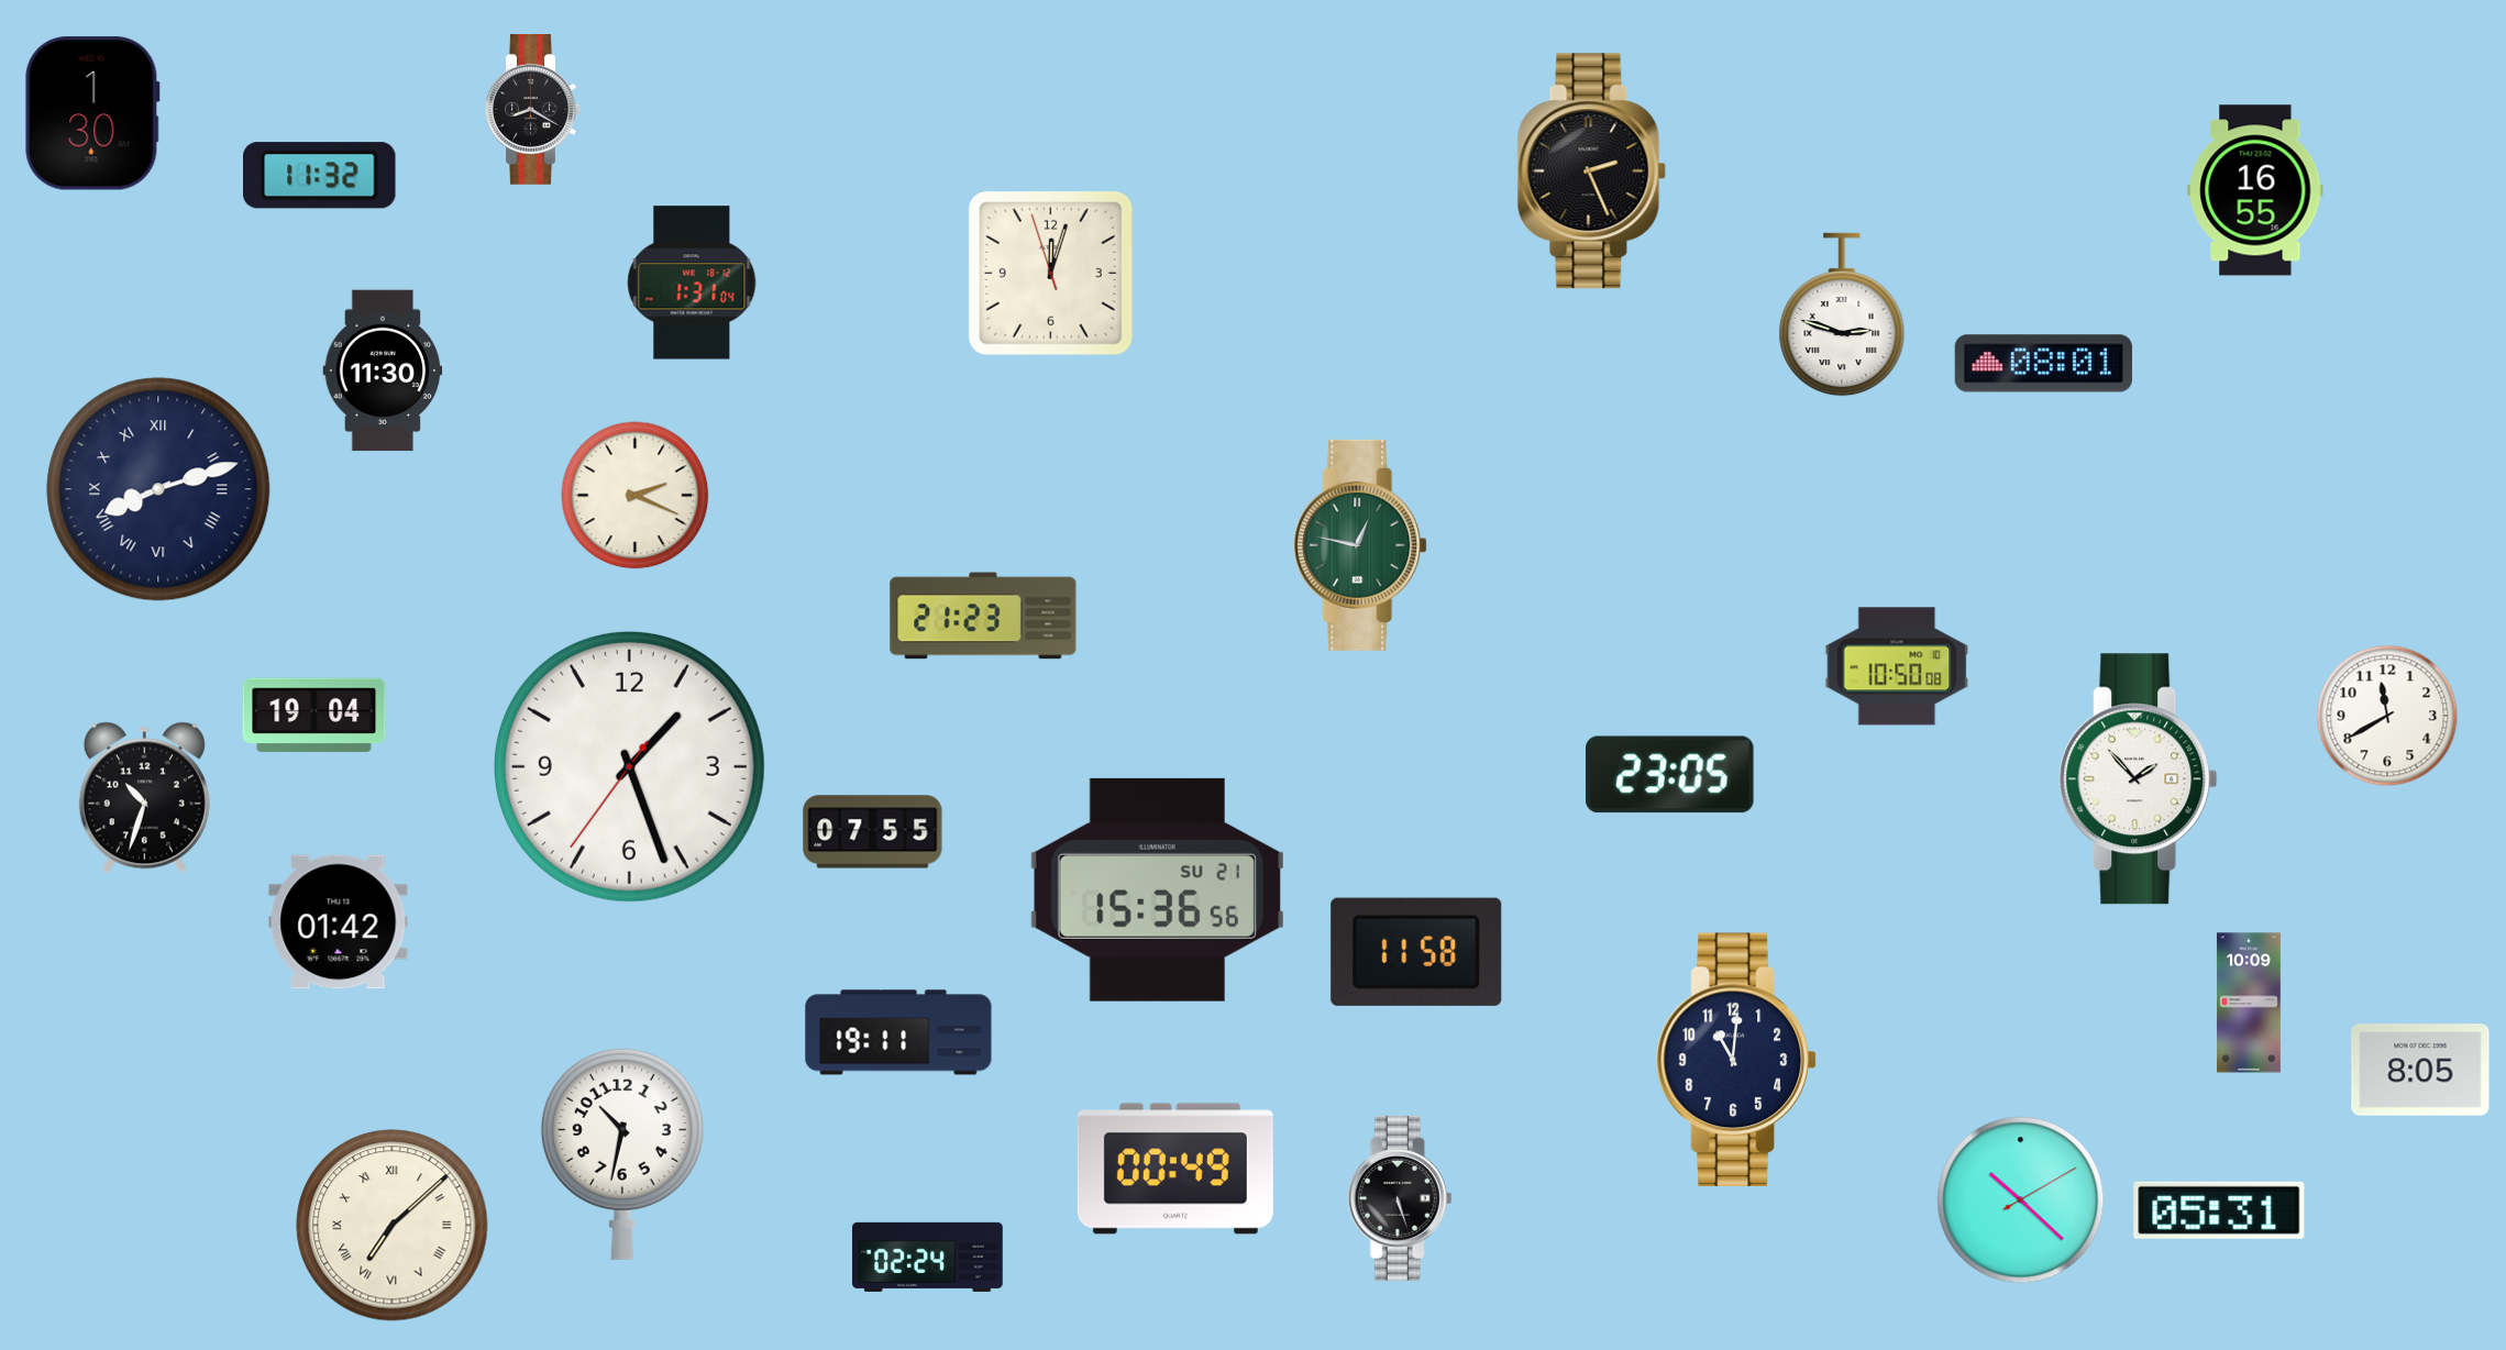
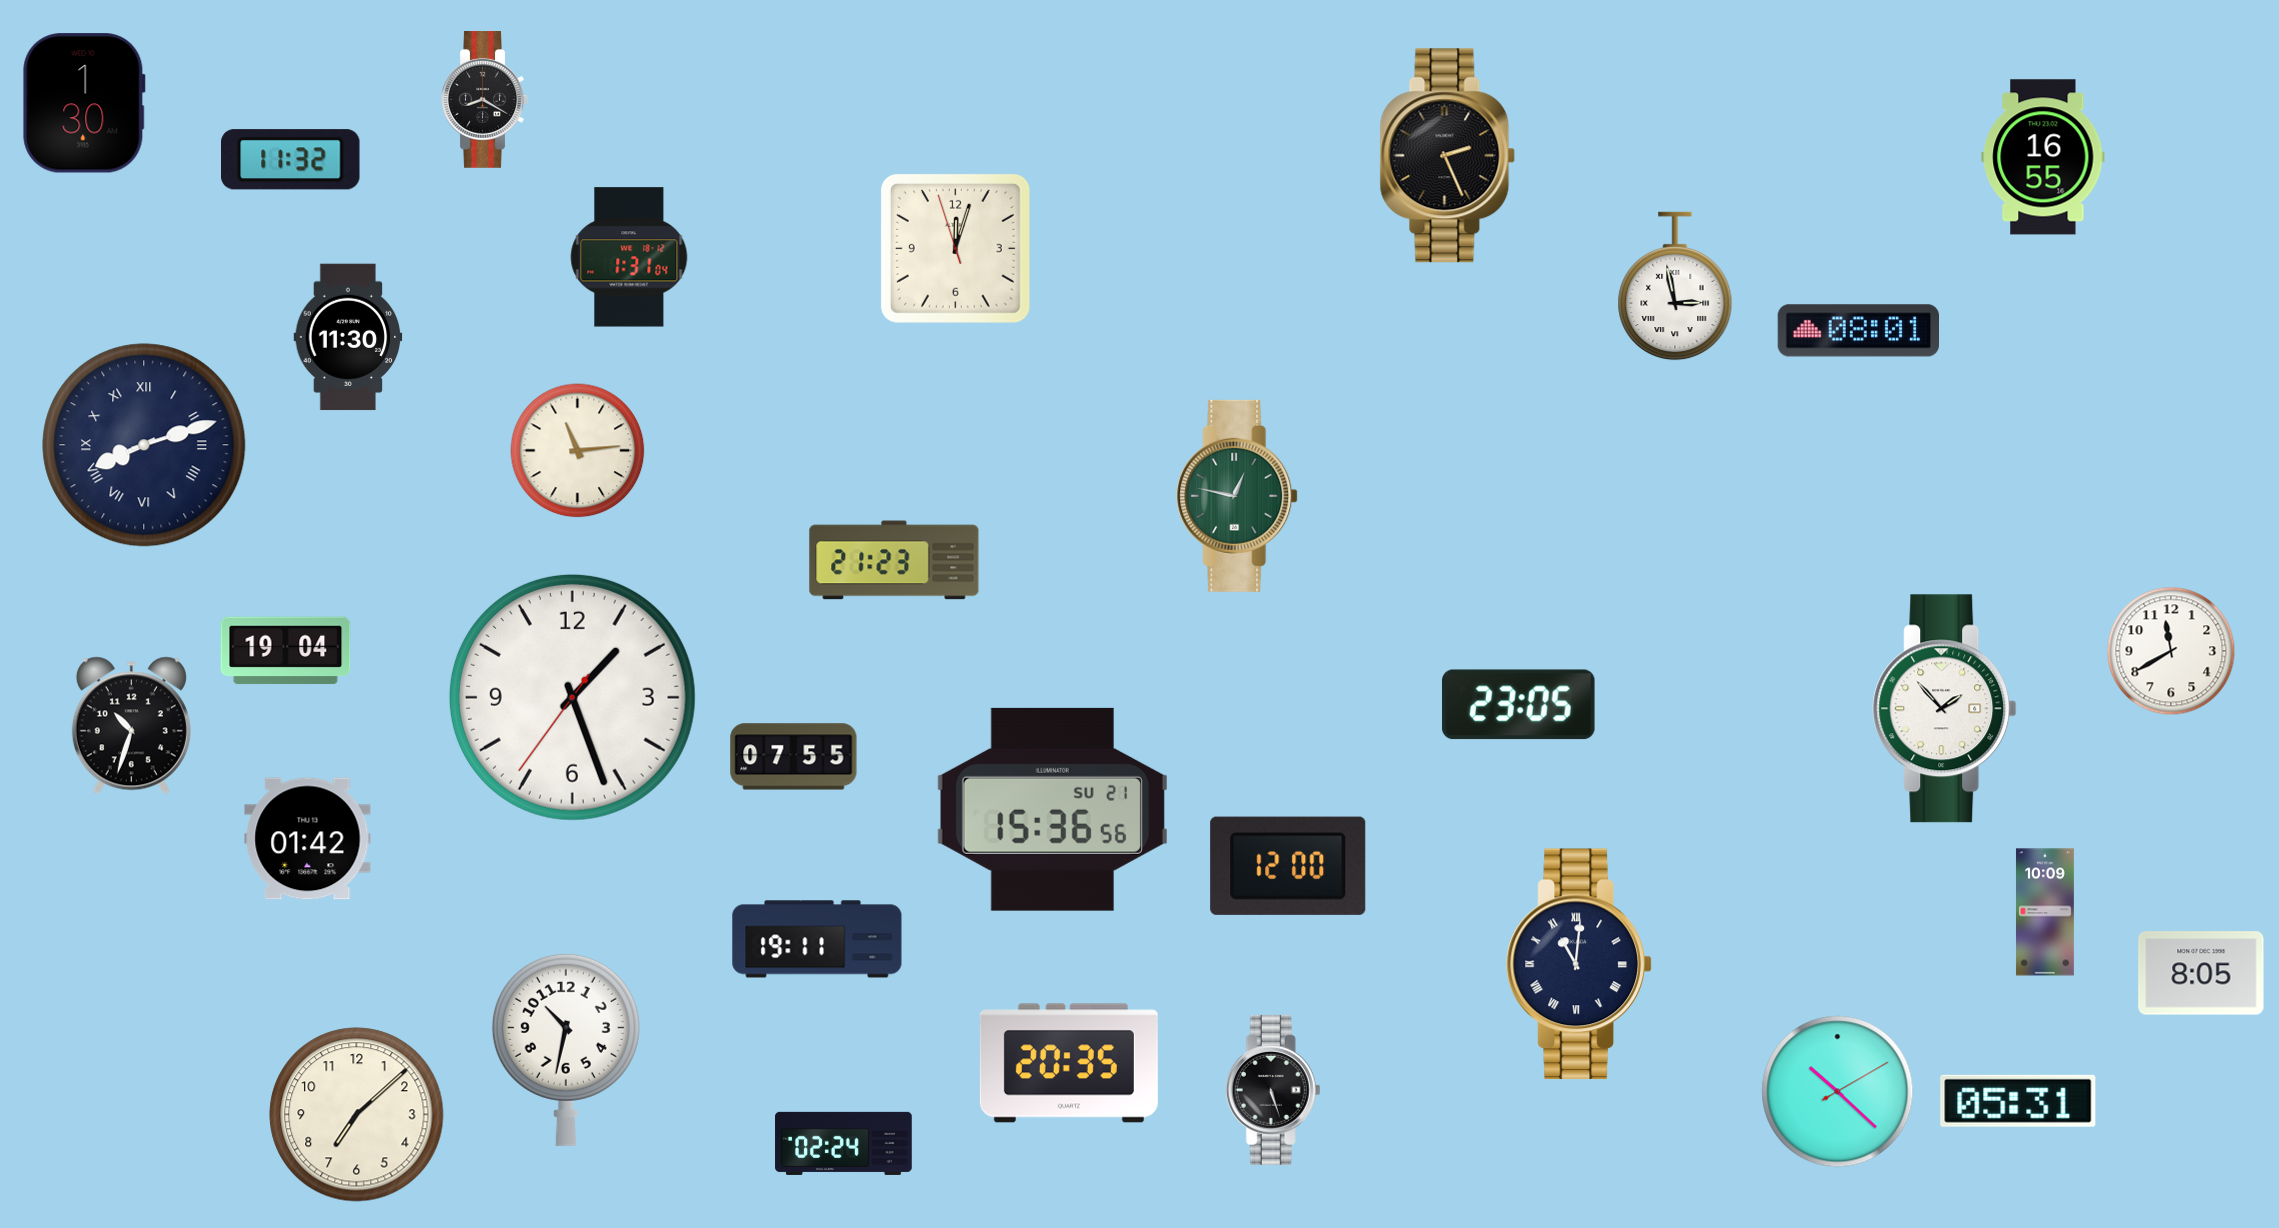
clock at (2255, 190) position: (2255, 190) -> (2043, 157)
clock at (1842, 314): 2:48 -> 2:58
clock at (636, 496): 2:19 -> 11:14
clock at (1897, 666): 10:50 -> none
clock at (1416, 952): 11:58 -> 12:00
clock at (1736, 1060) numerals: Arabic -> Roman
clock at (1175, 1169): 00:49 -> 20:35
clock at (393, 1226) numerals: Roman -> Arabic
